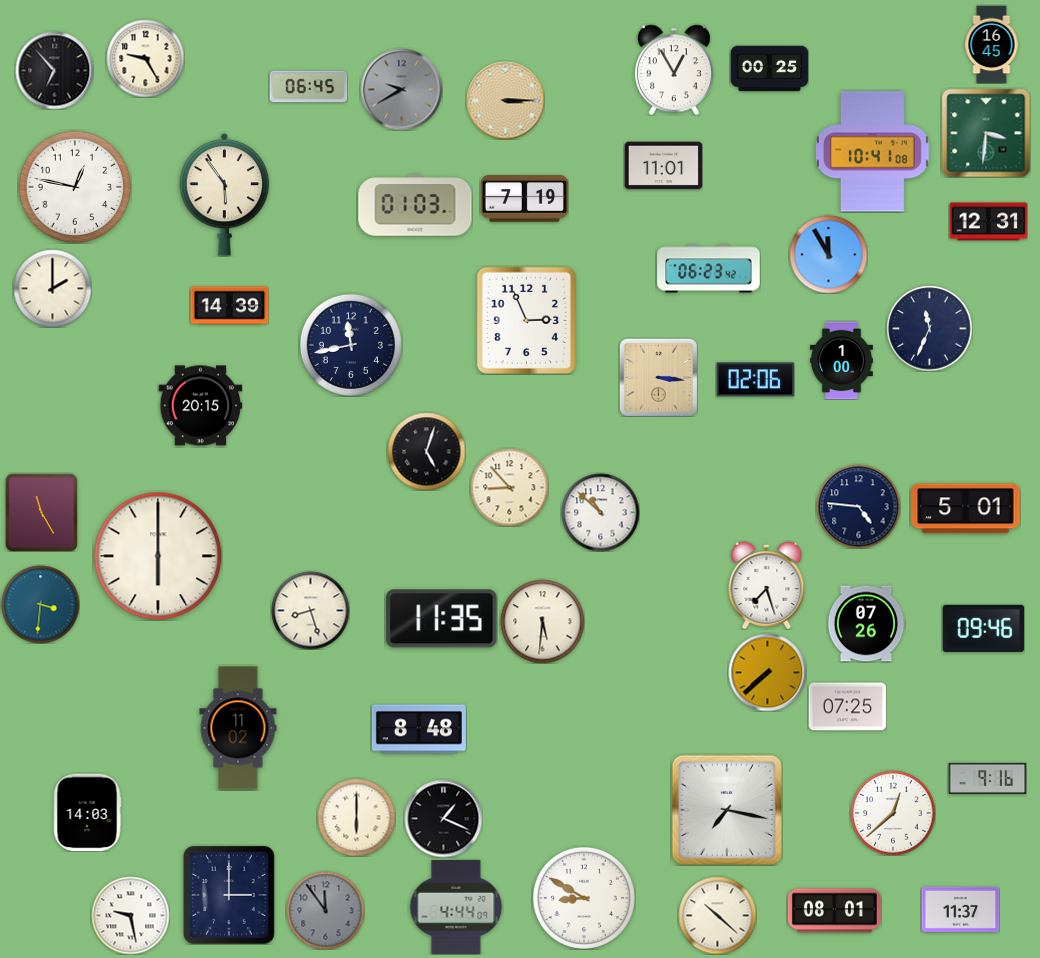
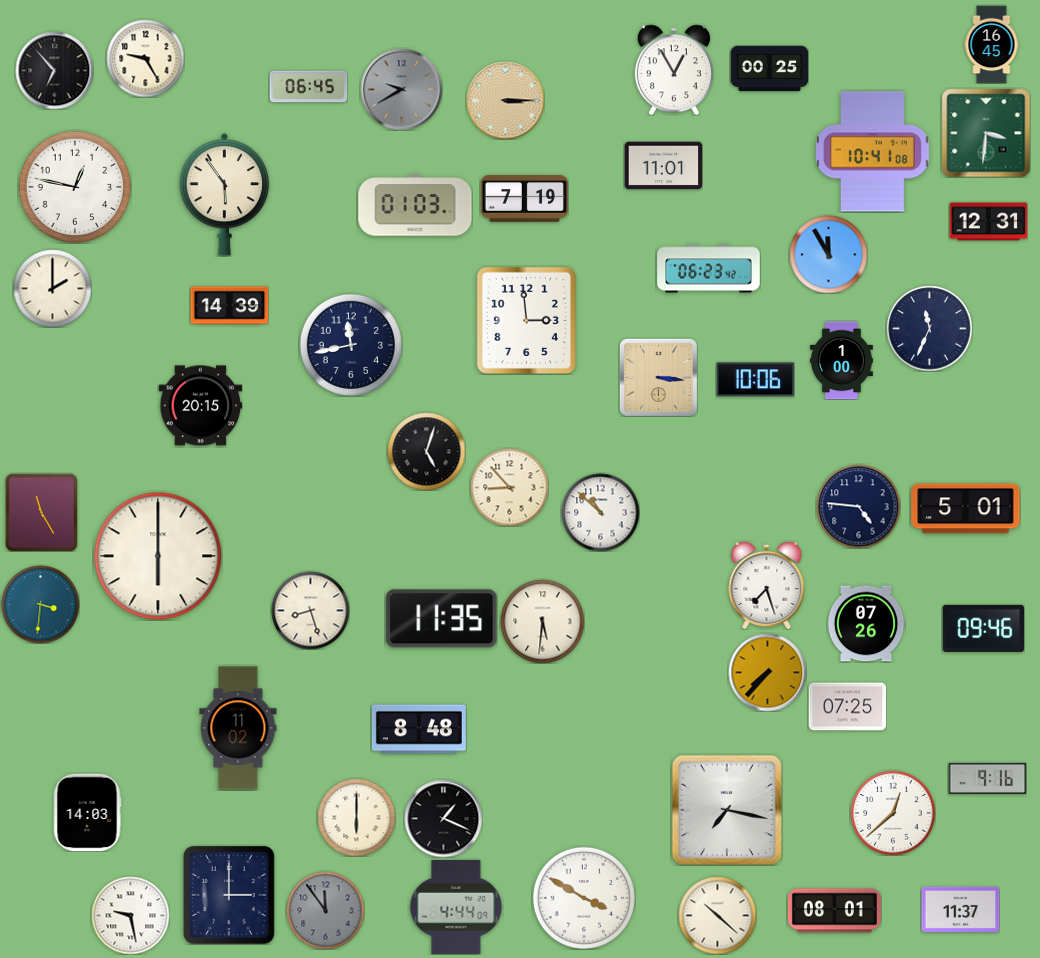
clock at (526, 320): 2:56 -> 2:59
clock at (755, 380): 02:06 -> 10:06
clock at (767, 672): 7:38 -> 7:37
clock at (584, 898): 8:50 -> 3:50
